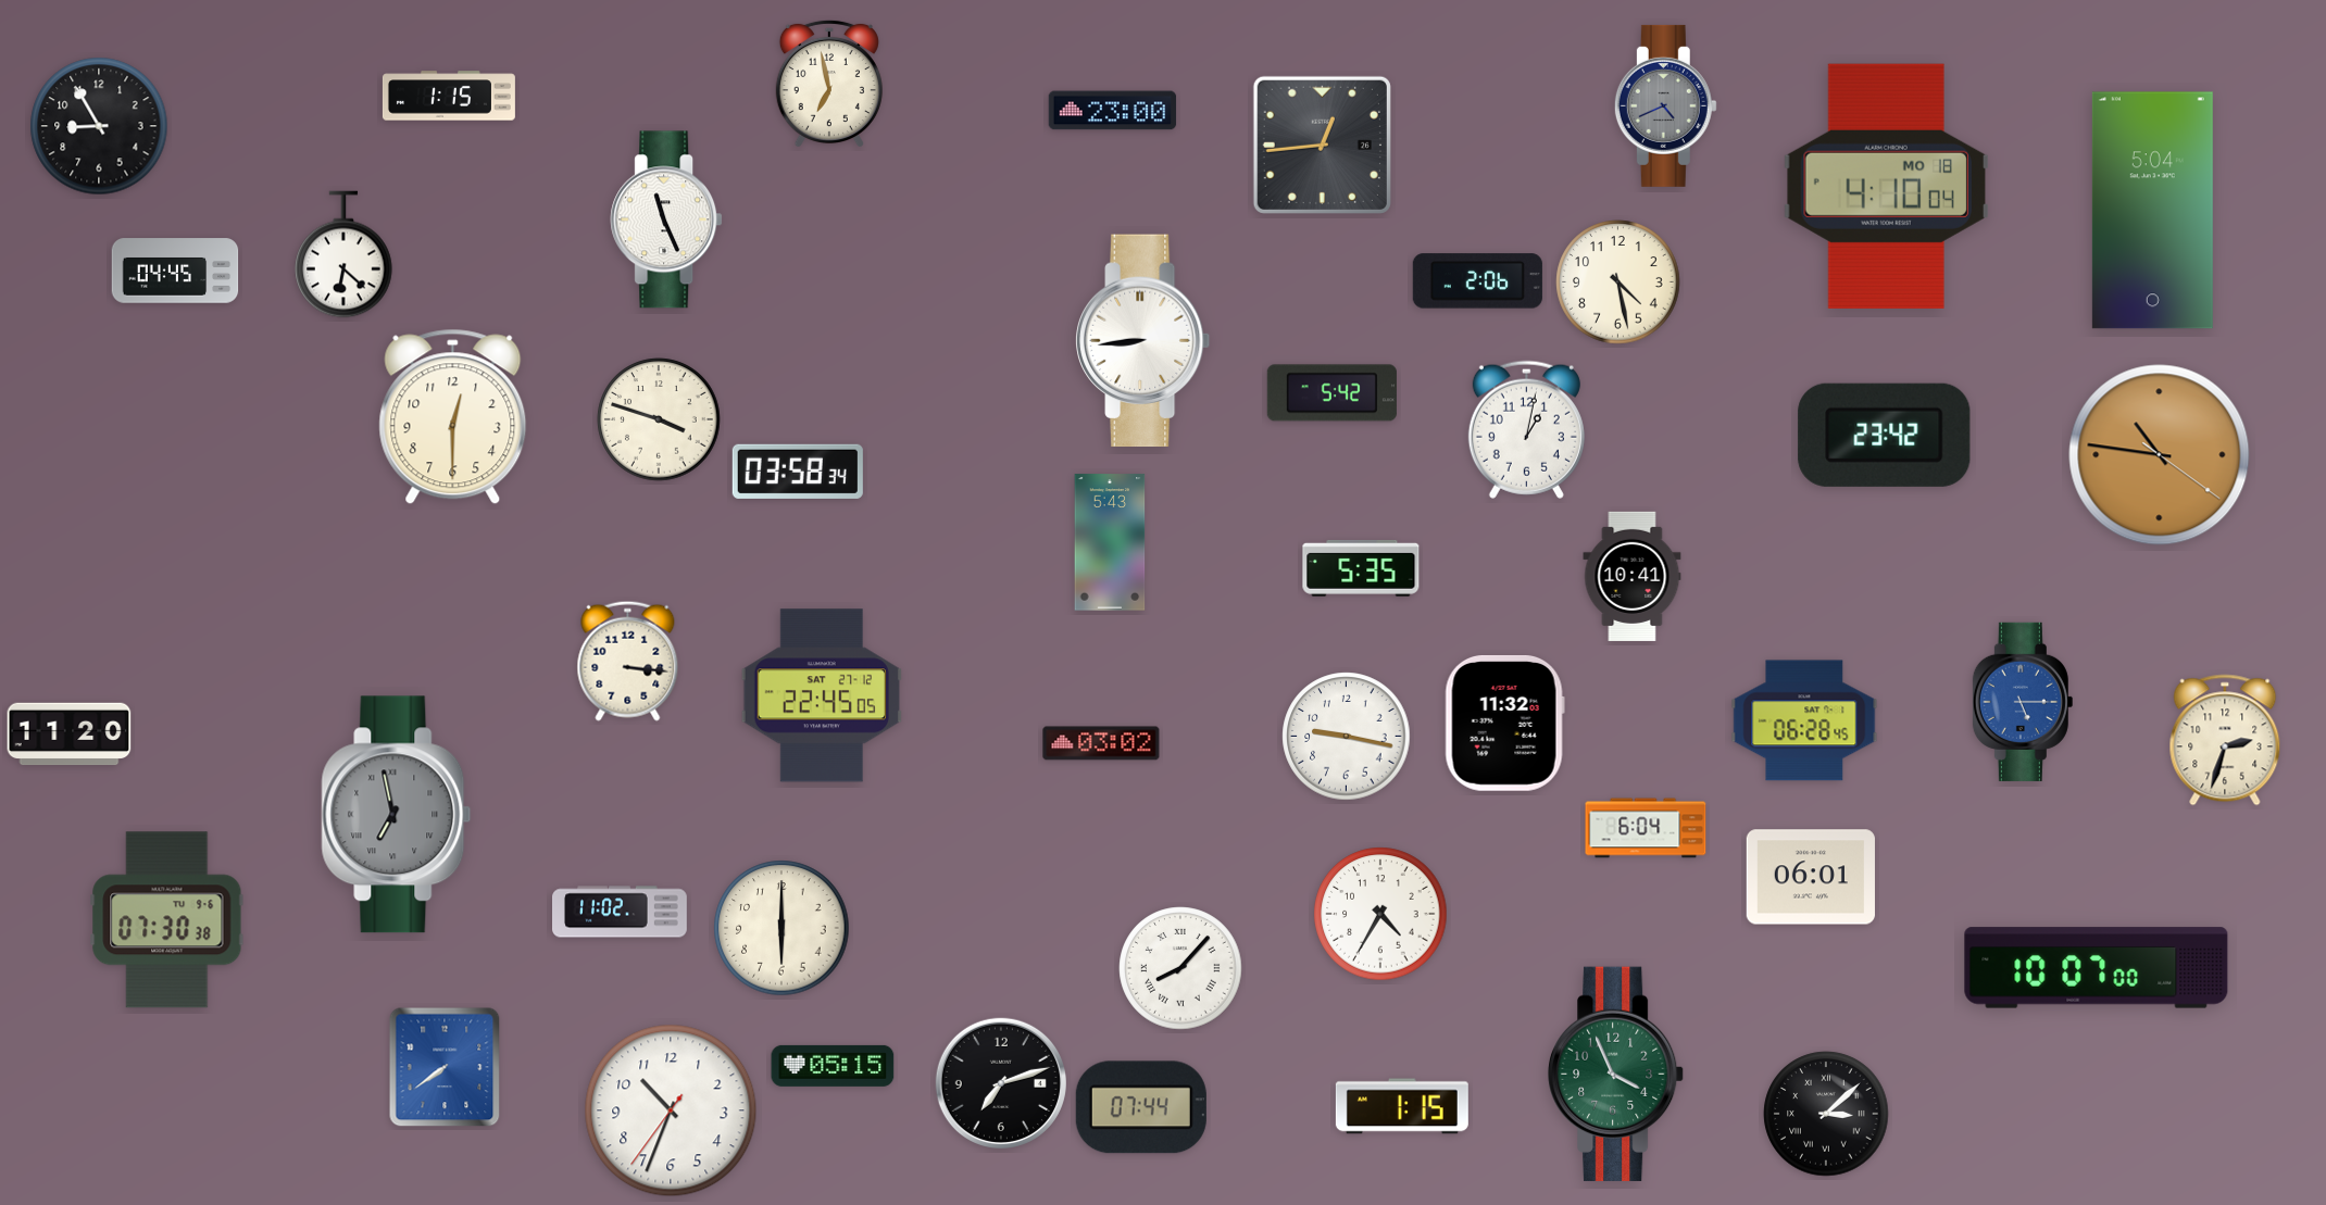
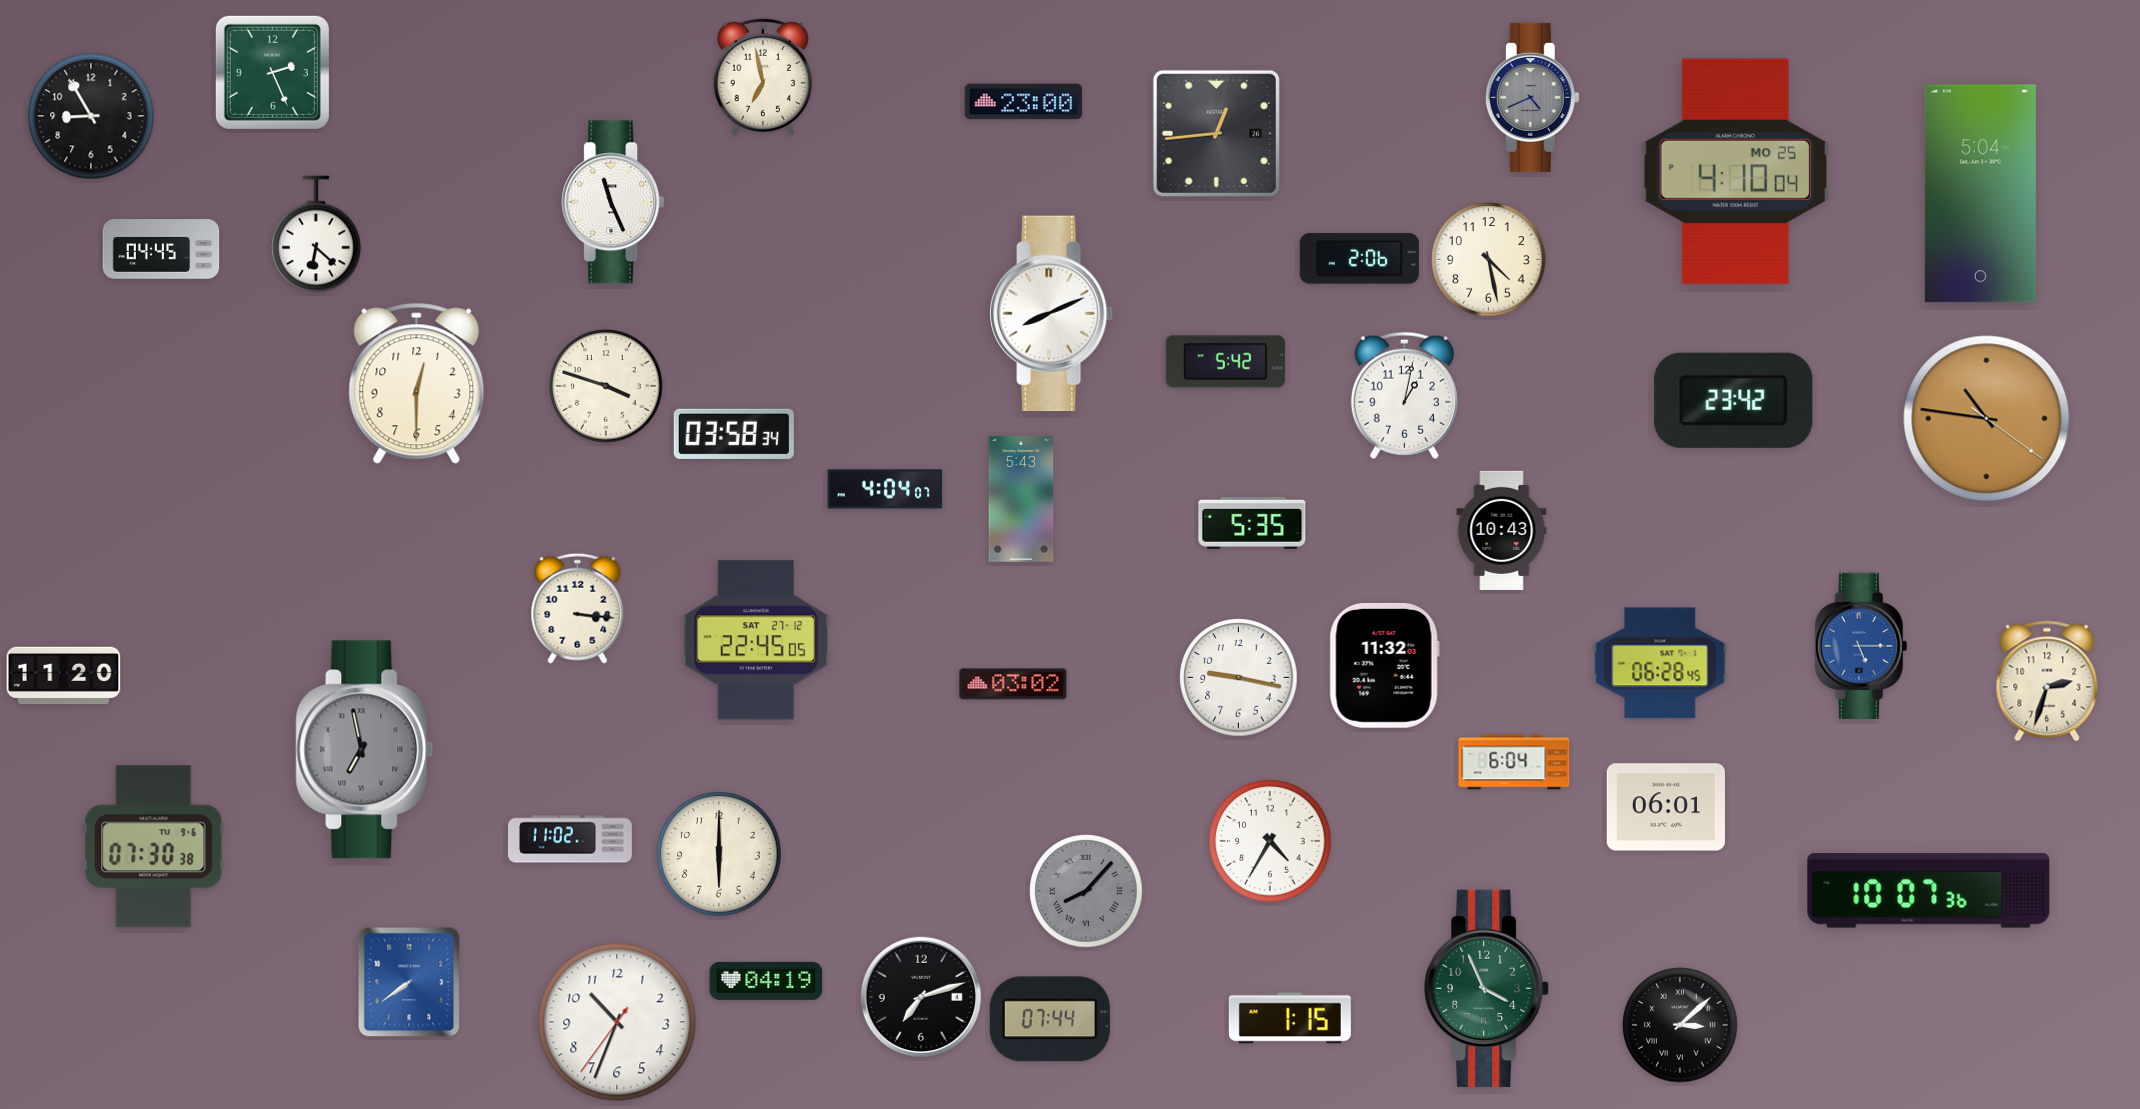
clock at (272, 72): none -> 2:26
clock at (449, 96): 1:15 -> none
clock at (1886, 186) date: MO 18 -> MO 25
clock at (1143, 341): 8:44 -> 8:11
clock at (885, 489): none -> 4:04
clock at (1633, 576): 10:41 -> 10:43
clock at (1180, 968) dial: white -> grey
clock at (2097, 968): 10:07:00 -> 10:07:36
clock at (833, 1066): 05:15 -> 04:19
